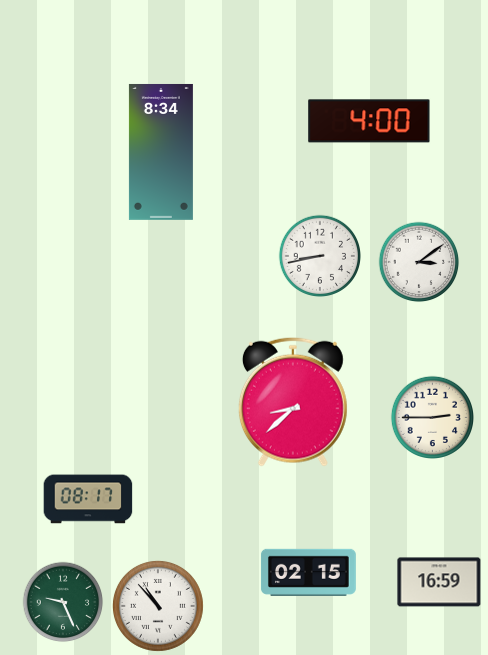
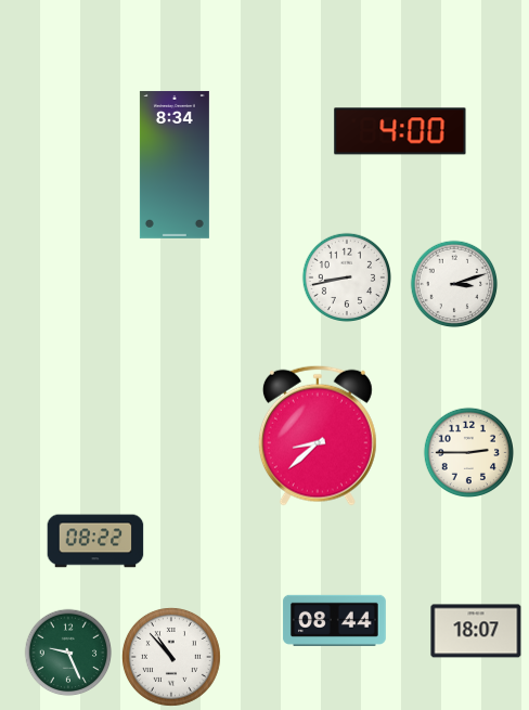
clock at (419, 262): 3:09 -> 3:12
clock at (88, 499): 08:17 -> 08:22
clock at (308, 572): 02:15 -> 08:44
clock at (439, 582): 16:59 -> 18:07
